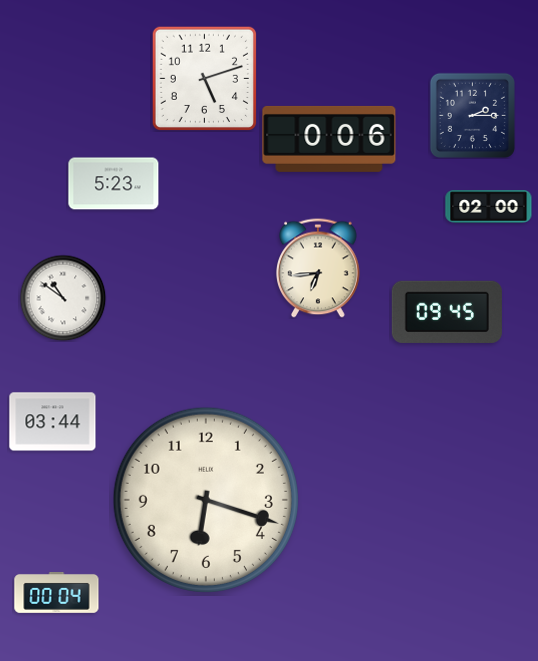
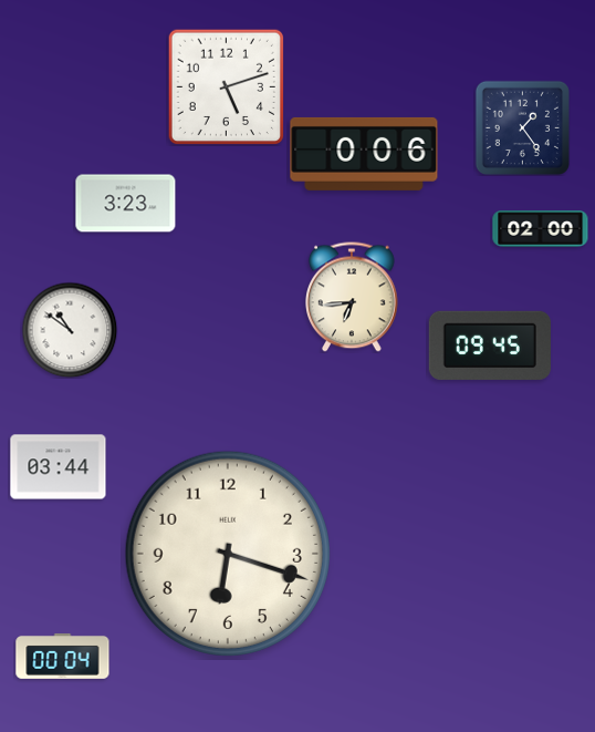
clock at (472, 115): 2:15 -> 1:24
clock at (114, 184): 5:23 -> 3:23
clock at (447, 312) position: (447, 312) -> (490, 346)
